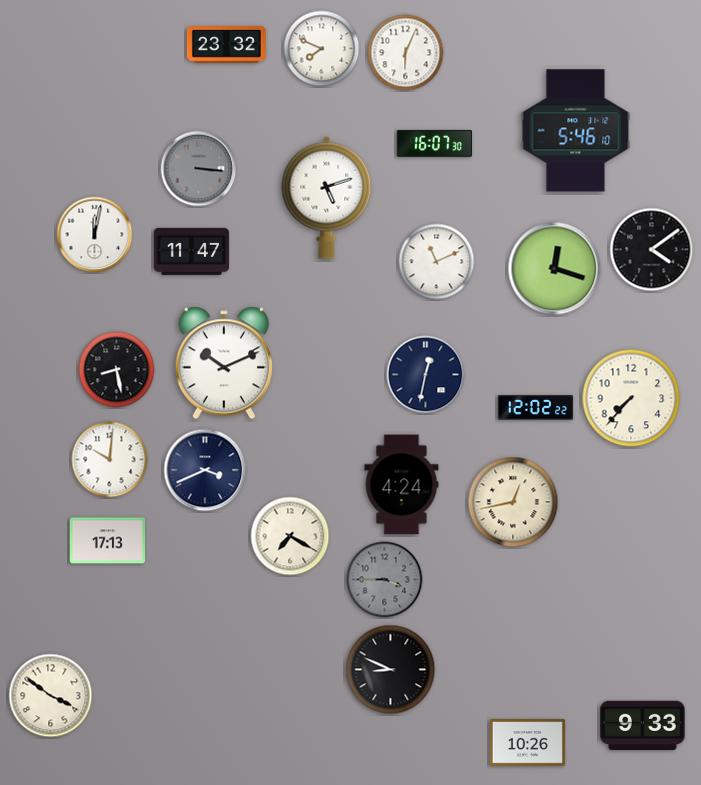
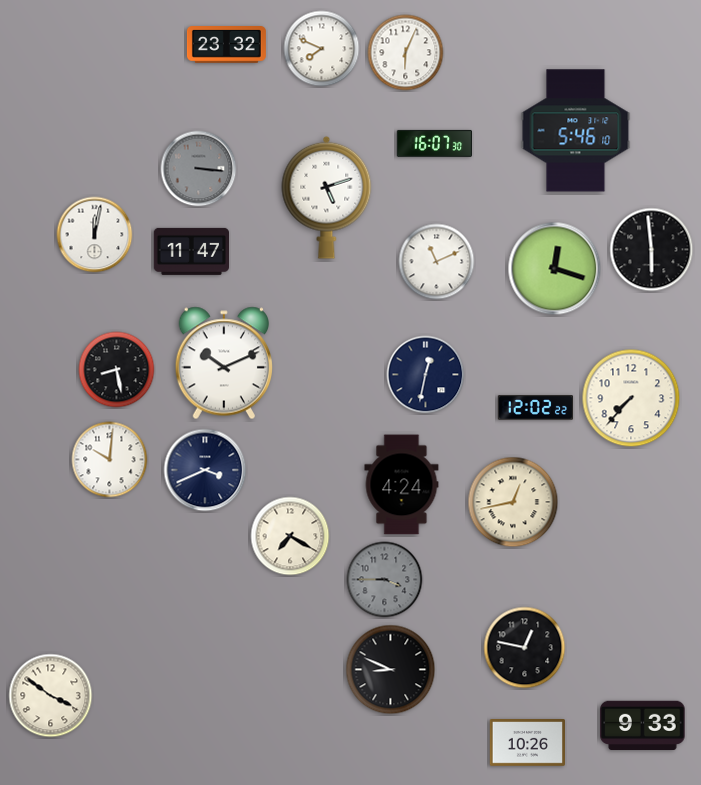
clock at (652, 250): 4:09 -> 5:59
clock at (107, 541): 17:13 -> none
clock at (525, 648): none -> 12:47
